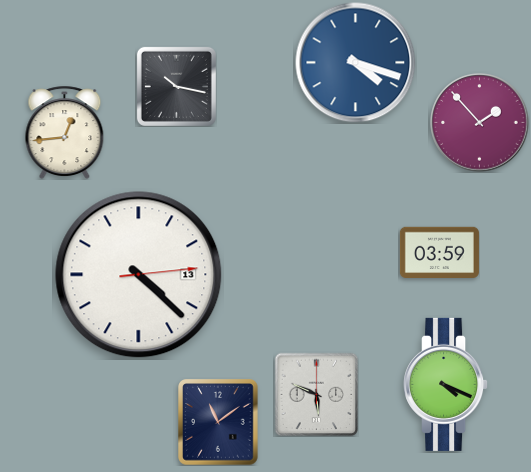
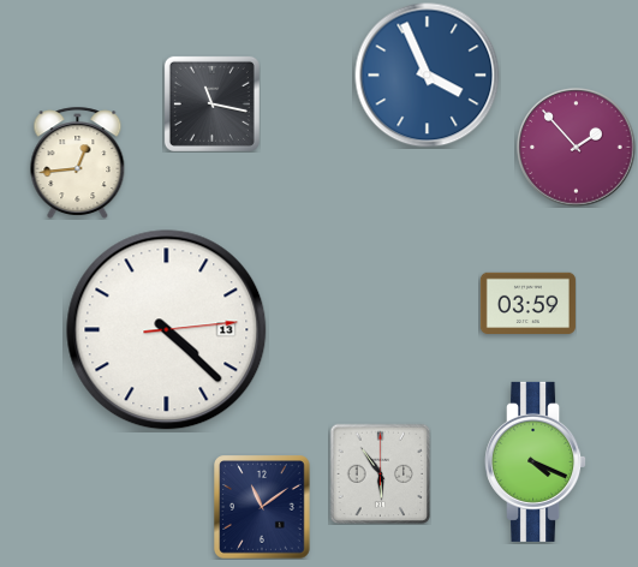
clock at (356, 63): 4:18 -> 3:56
clock at (176, 86): 10:17 -> 11:17
clock at (65, 132) position: (65, 132) -> (78, 162)
clock at (316, 394): 5:49 -> 5:54
